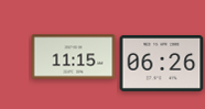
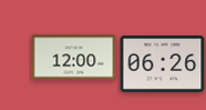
clock at (74, 57): 11:15 -> 12:00
